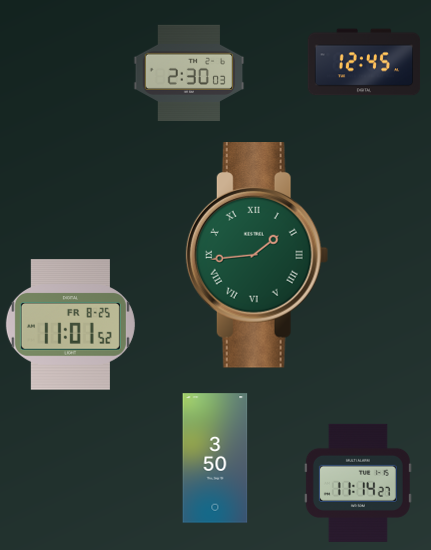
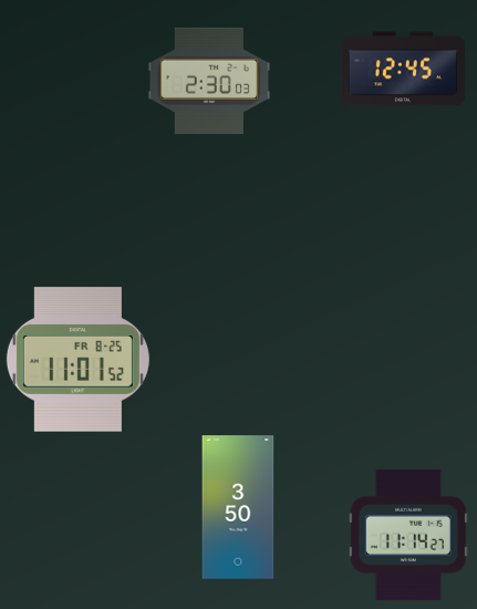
clock at (257, 255): 1:44 -> none
clock at (358, 483) position: (358, 483) -> (408, 535)
